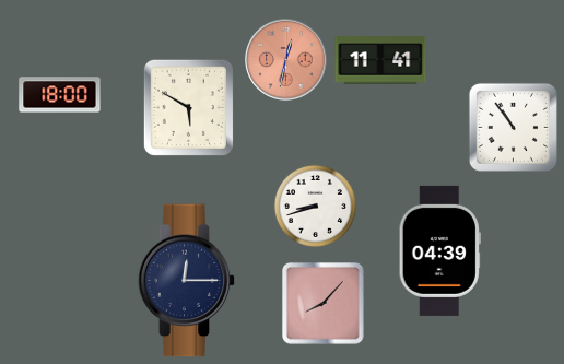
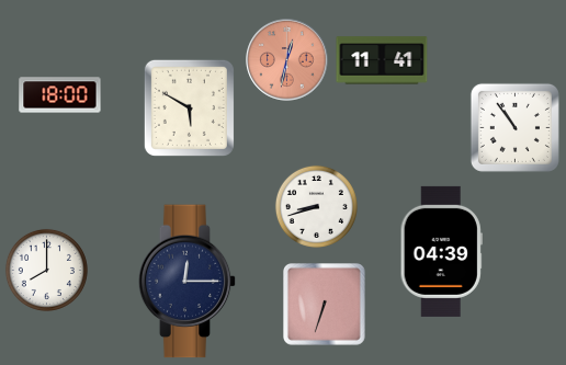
clock at (46, 270): none -> 8:00
clock at (324, 304): 8:07 -> 6:33
